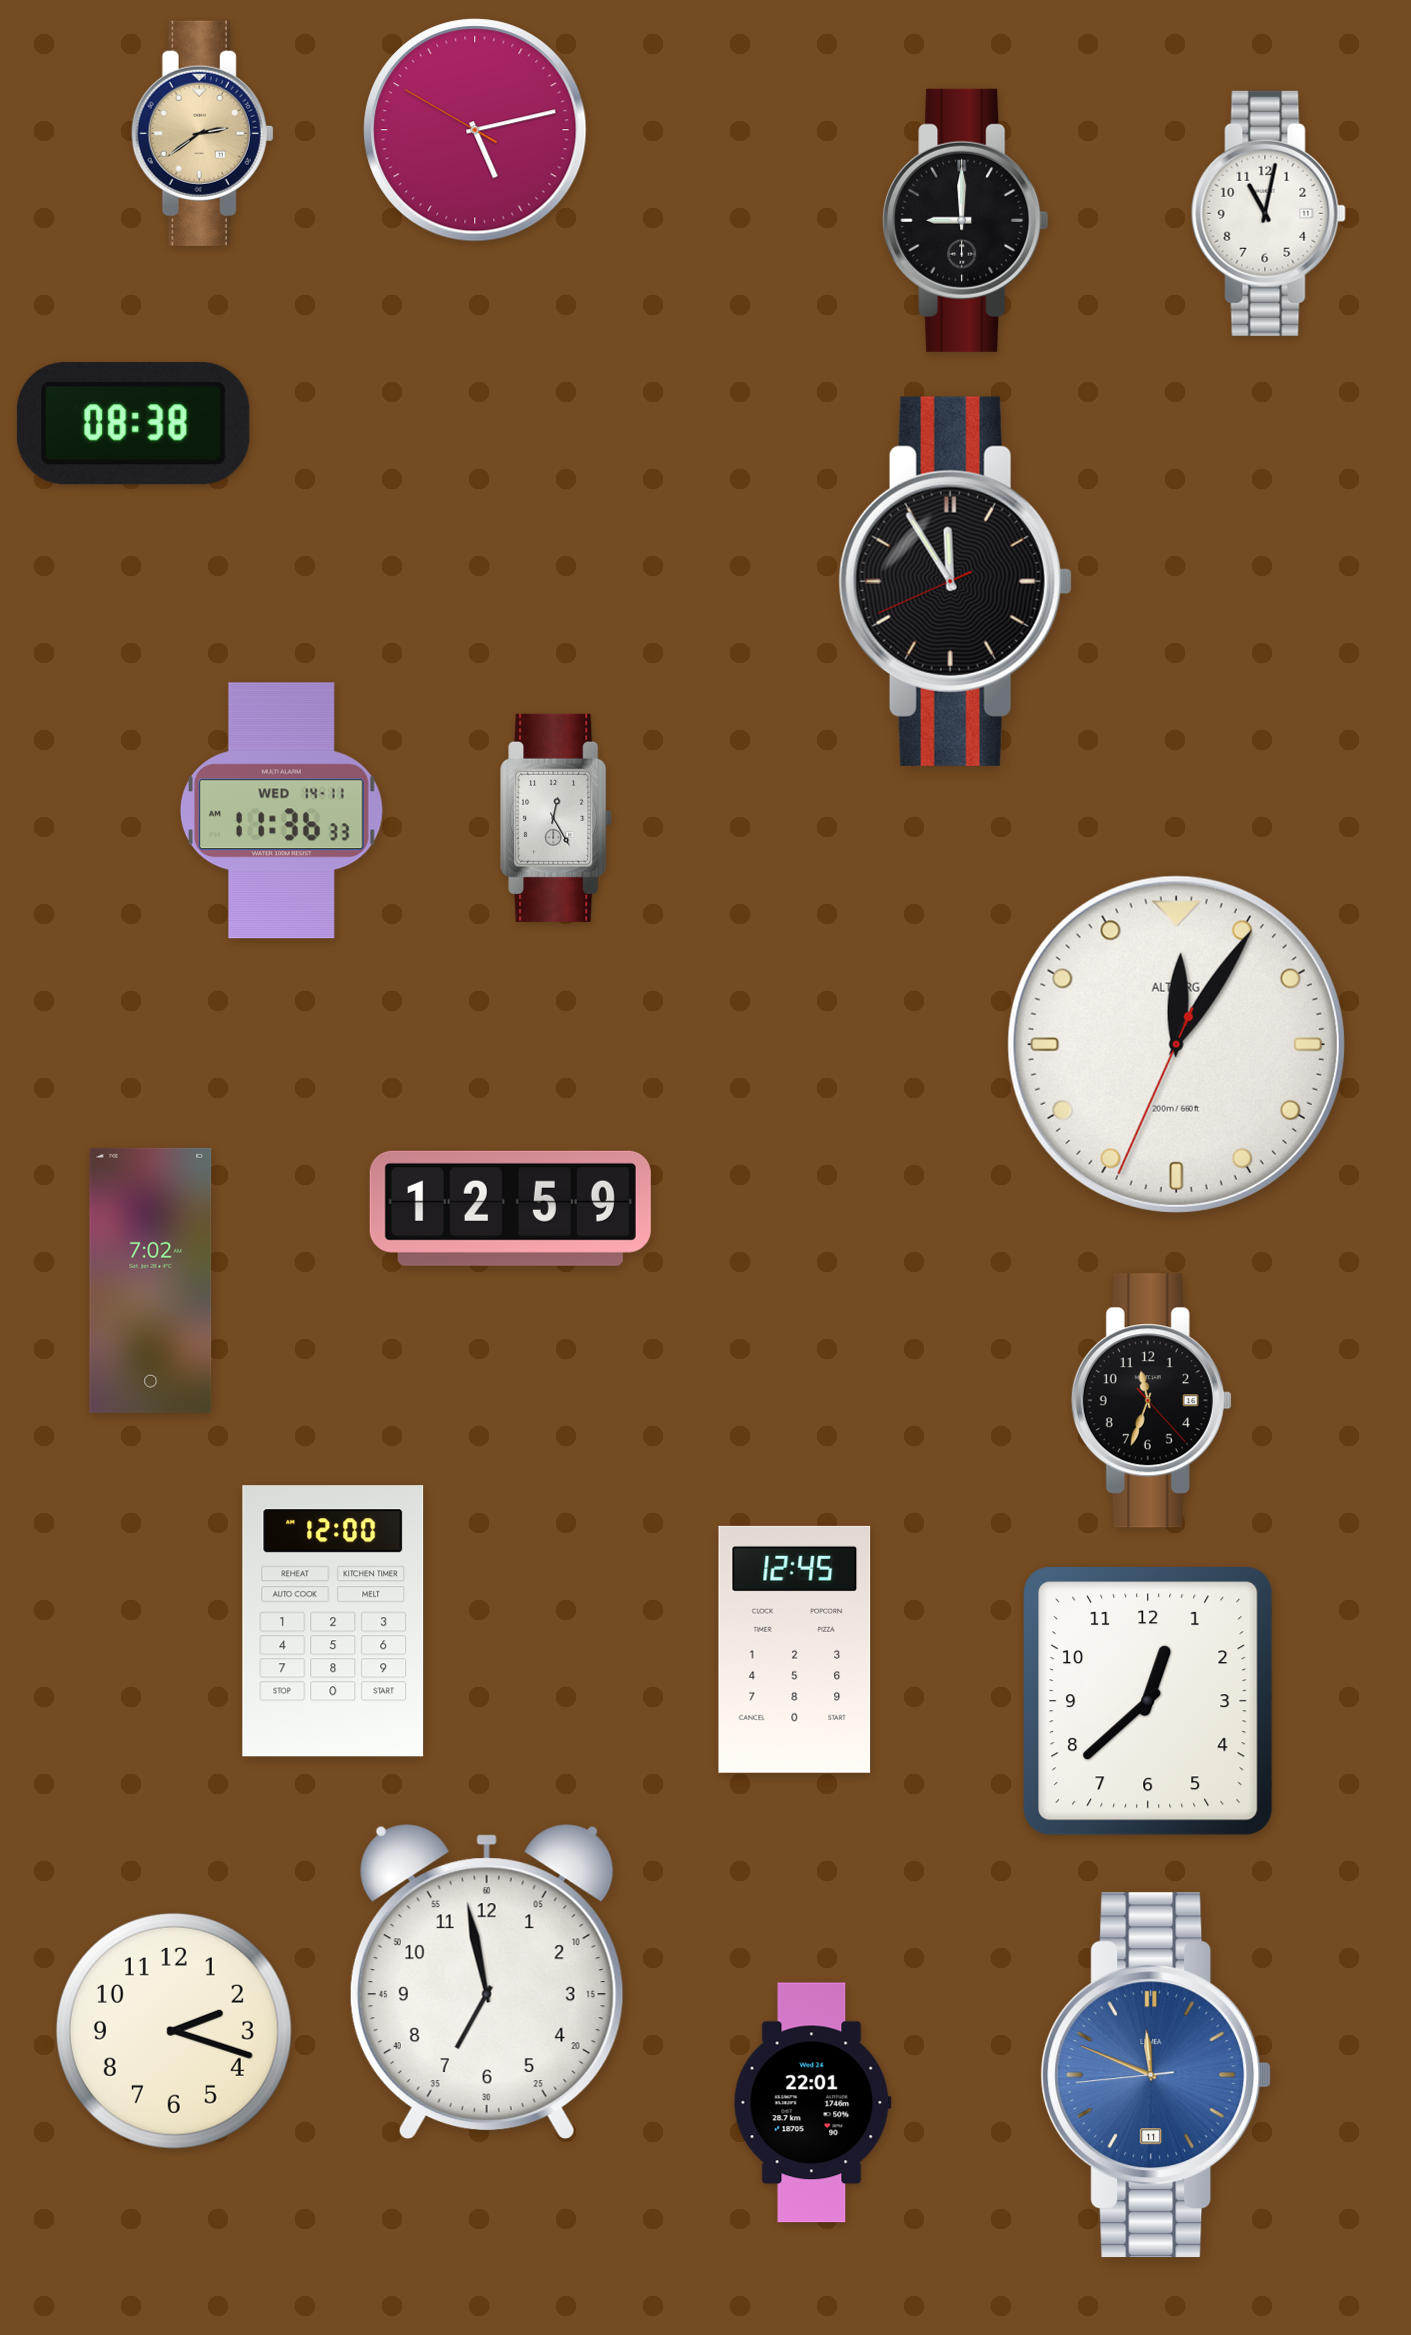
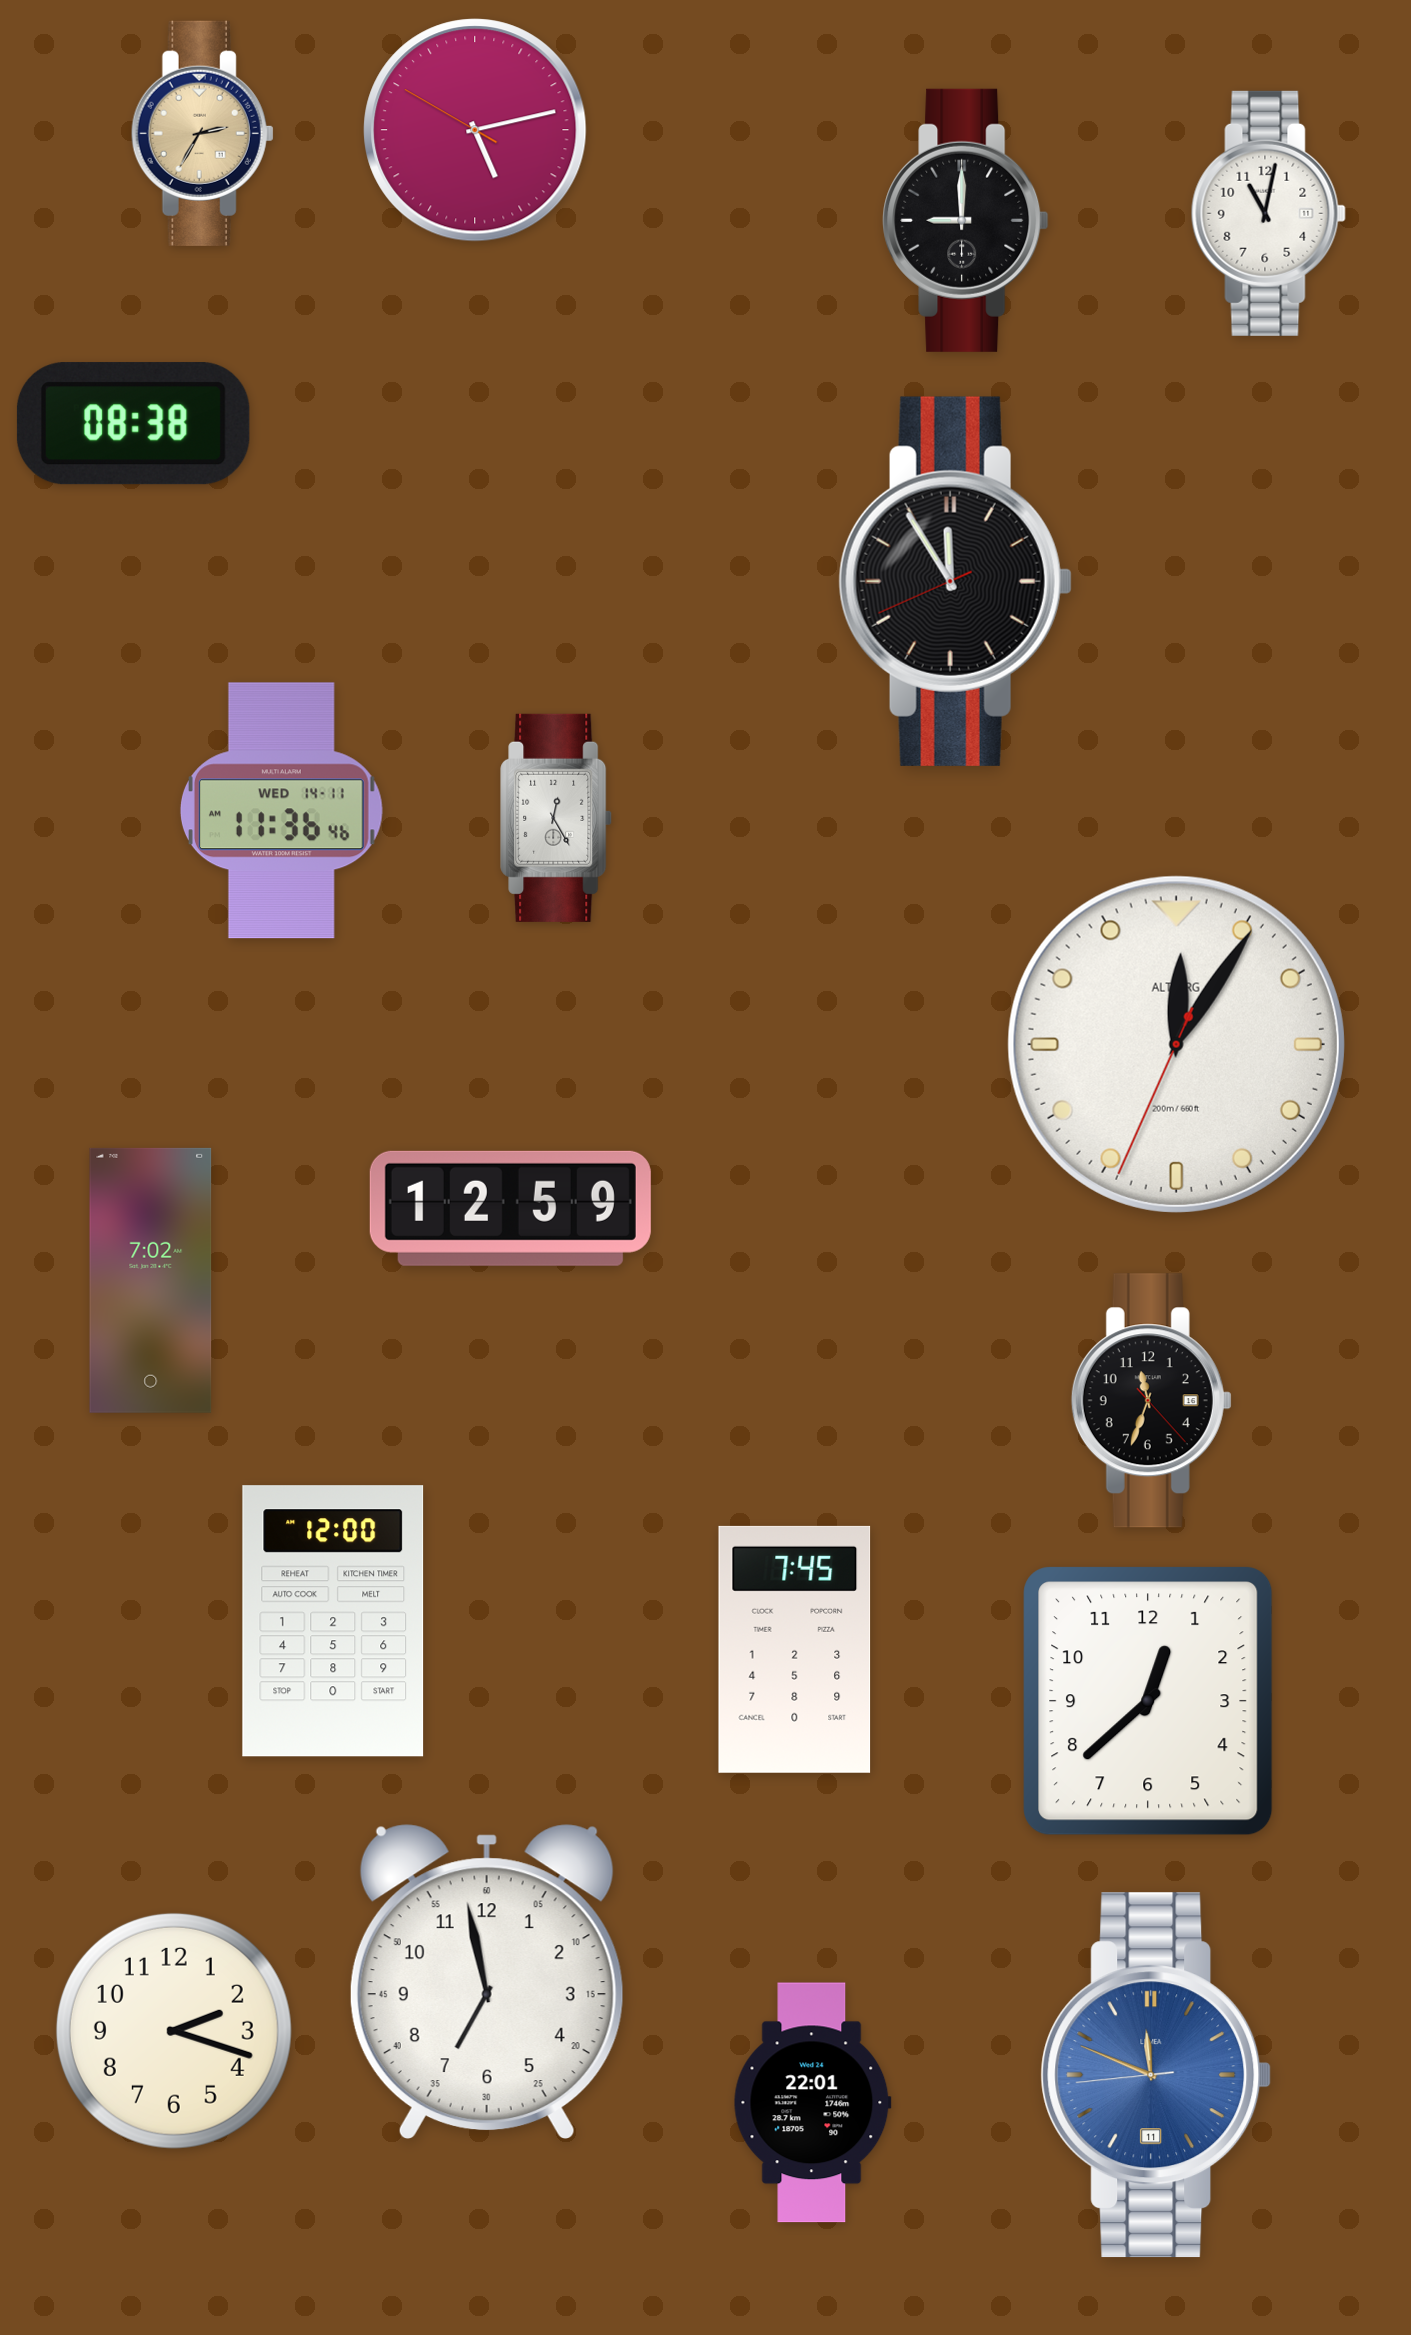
clock at (202, 133): 2:39 -> 2:35
clock at (281, 811): 11:36:33 -> 11:36:46
clock at (795, 1649): 12:45 -> 7:45
